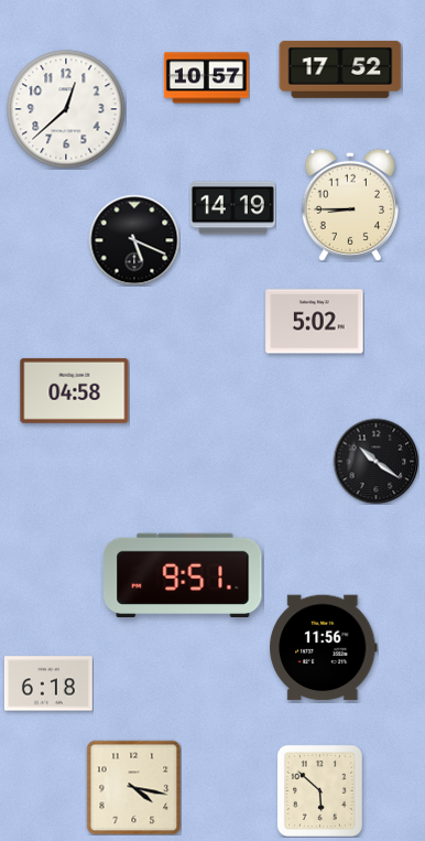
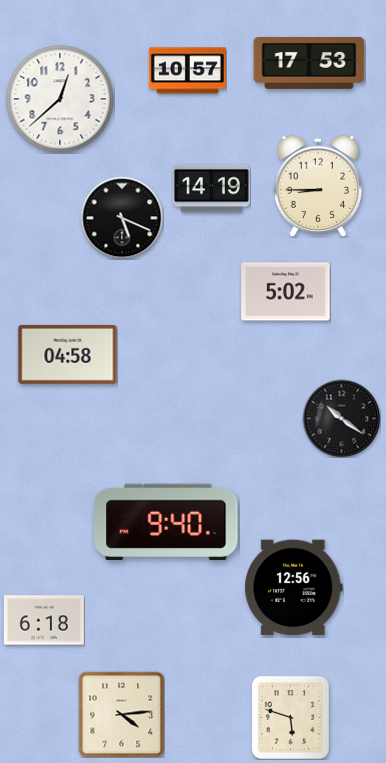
clock at (340, 69): 17:52 -> 17:53
clock at (183, 574): 9:51 -> 9:40
clock at (324, 648): 11:56 -> 12:56
clock at (133, 787): 4:17 -> 4:14
clock at (319, 790): 5:52 -> 5:48
